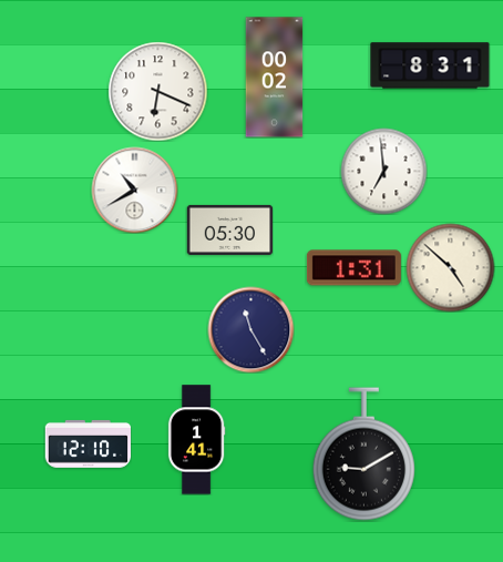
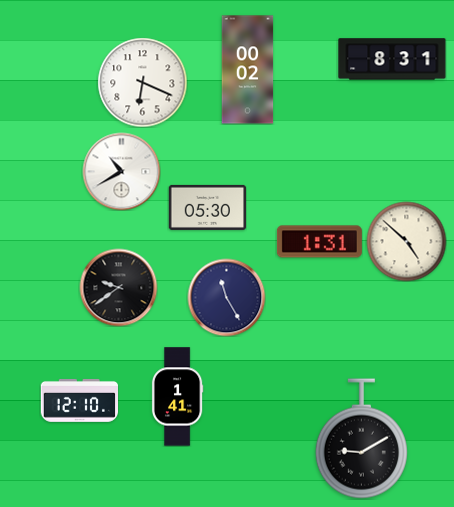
clock at (430, 65) position: (430, 65) -> (392, 59)
clock at (383, 171): 6:59 -> none
clock at (118, 287): none -> 9:39
clock at (363, 454) position: (363, 454) -> (361, 439)
